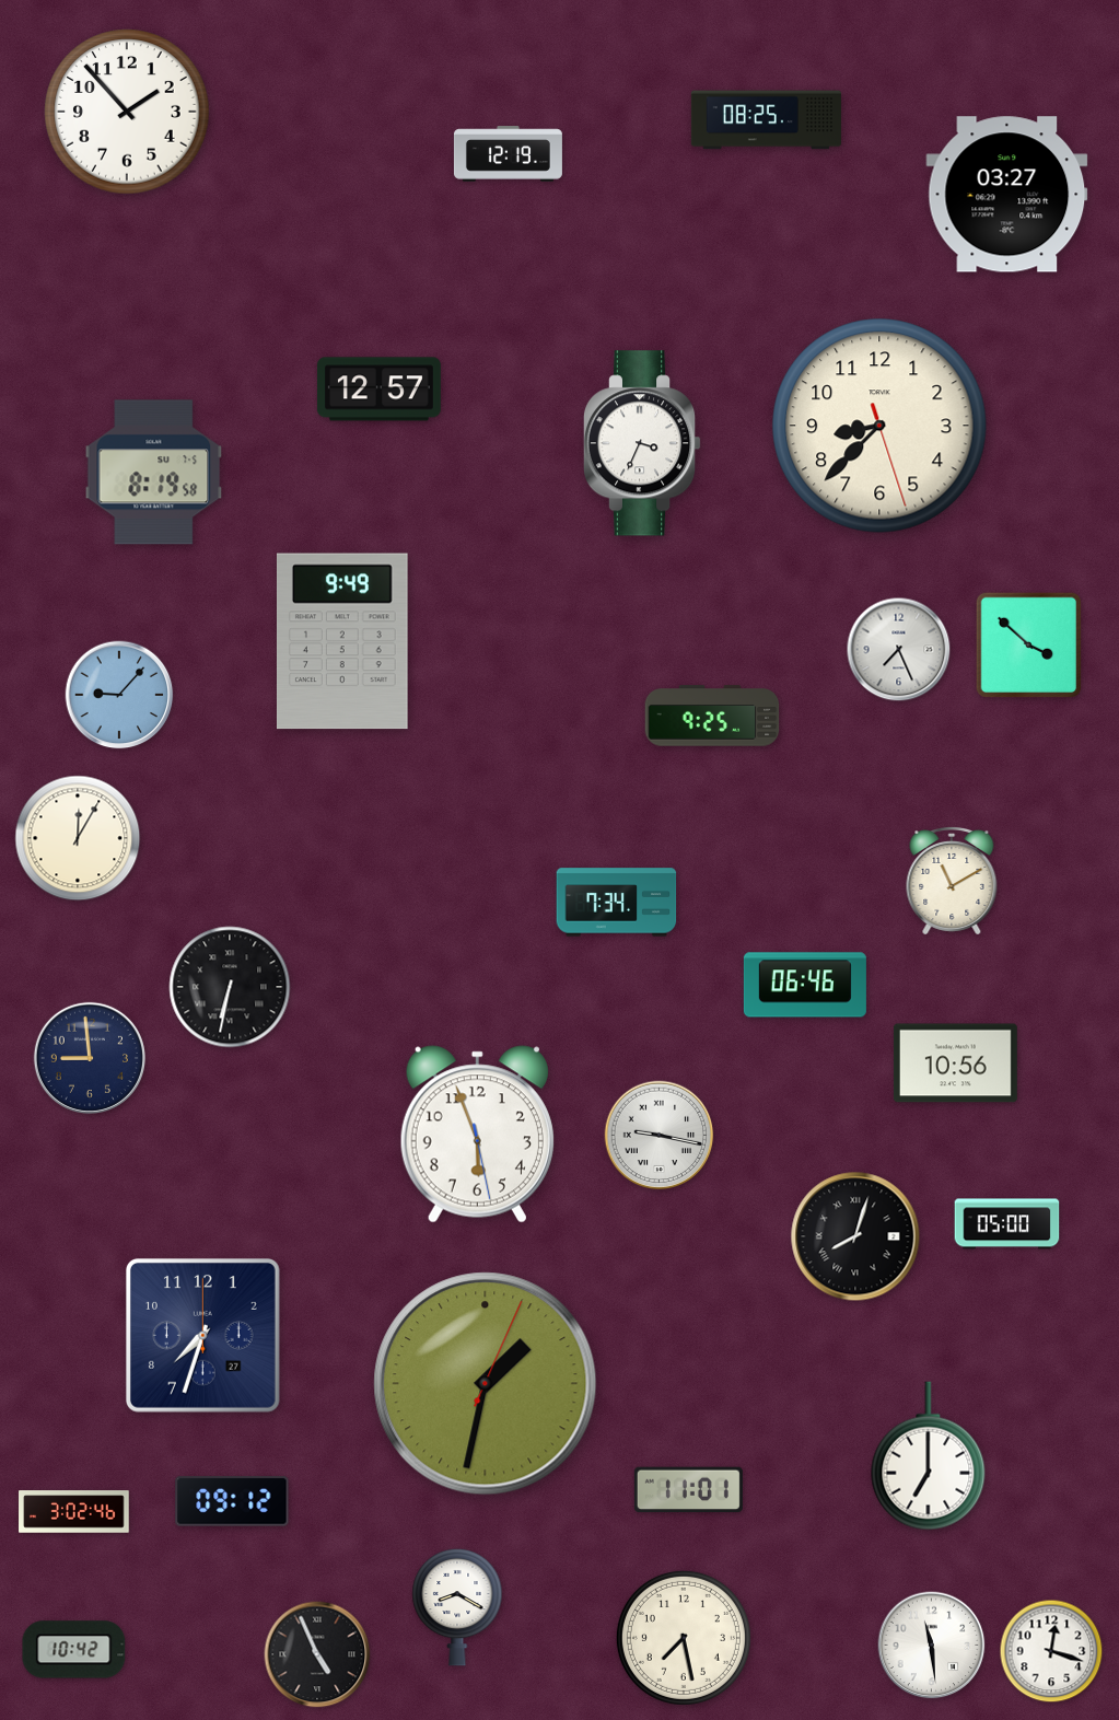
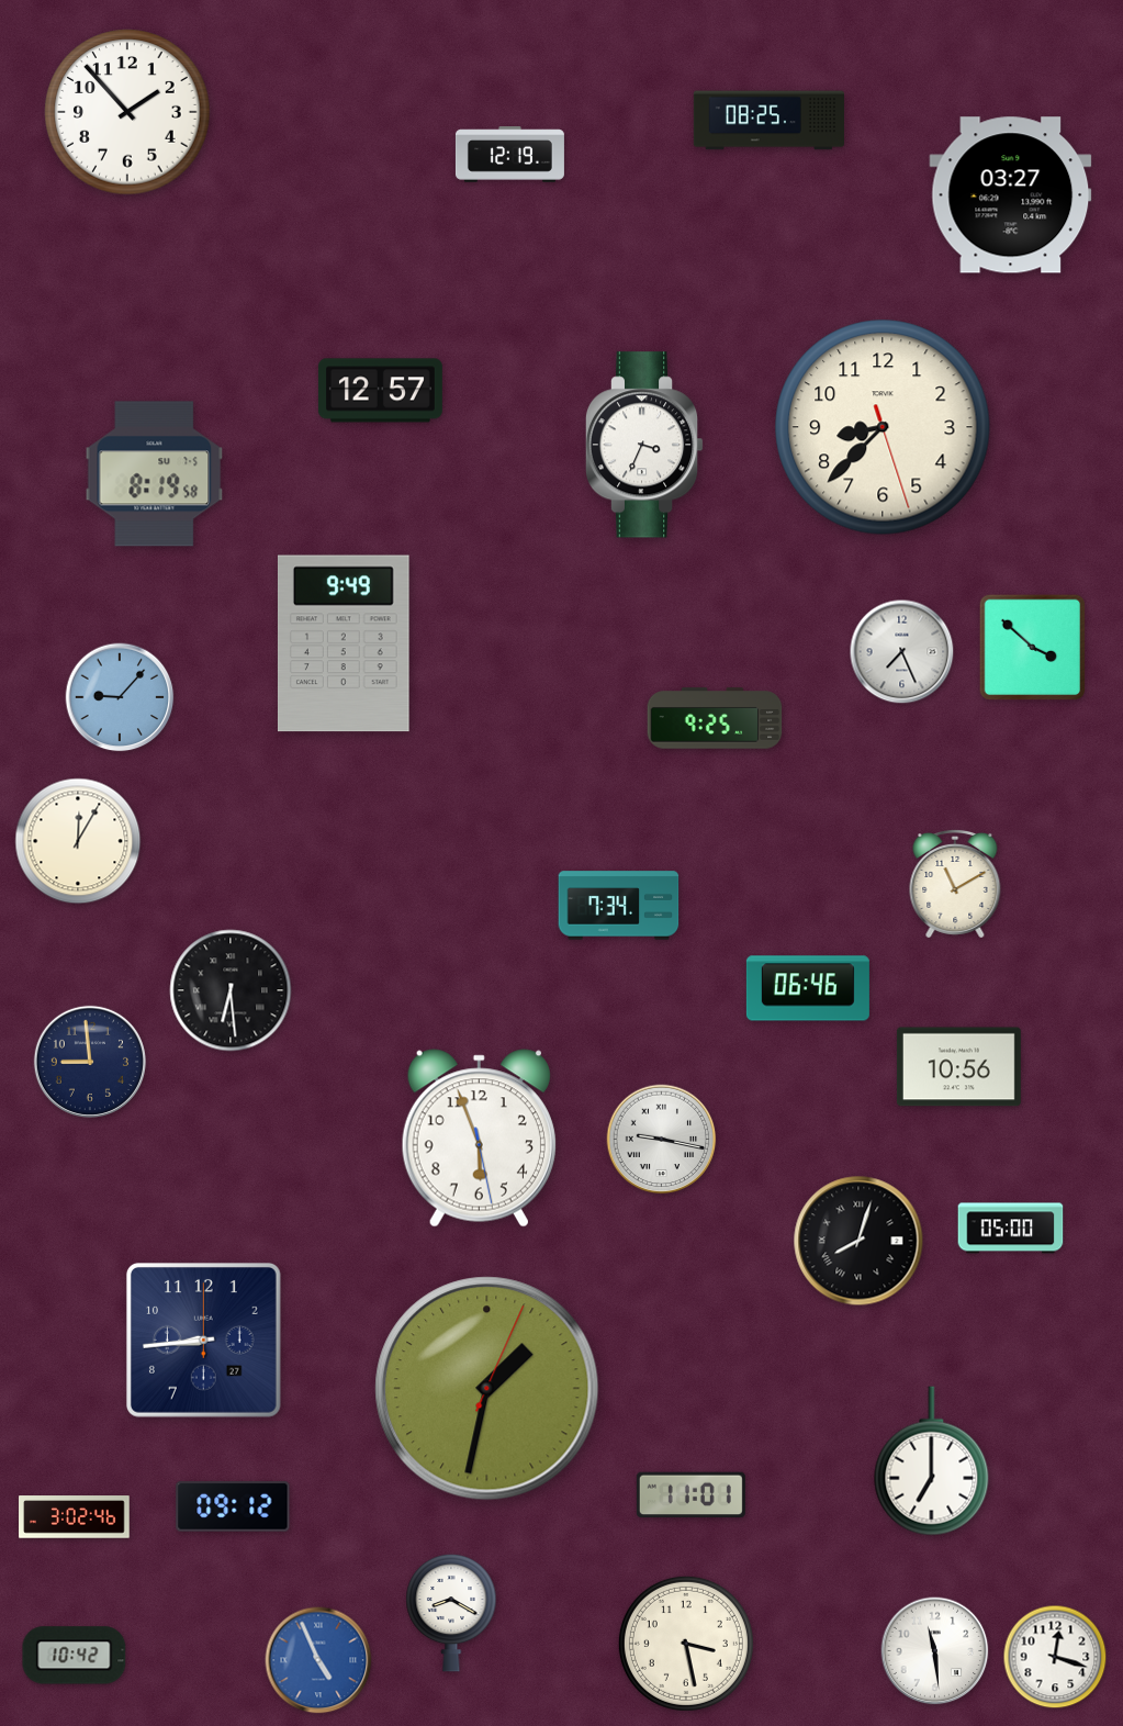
clock at (230, 987): 6:32 -> 6:29
clock at (203, 1336): 7:33 -> 8:44
clock at (457, 1607) position: (457, 1607) -> (451, 1613)
clock at (684, 1638): 7:28 -> 3:28
clock at (317, 1654) dial: black -> blue
